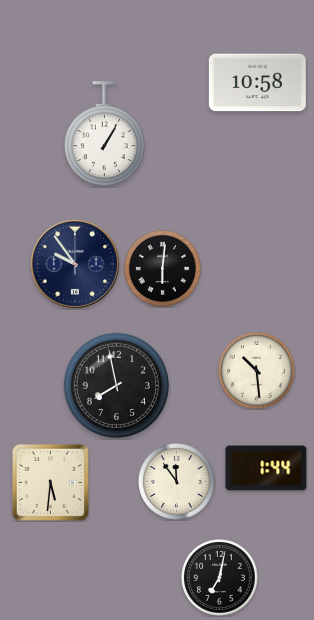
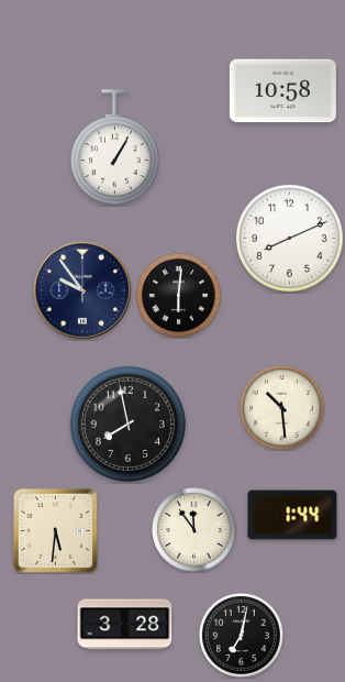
clock at (289, 238): none -> 8:11
clock at (125, 625): none -> 3:28
